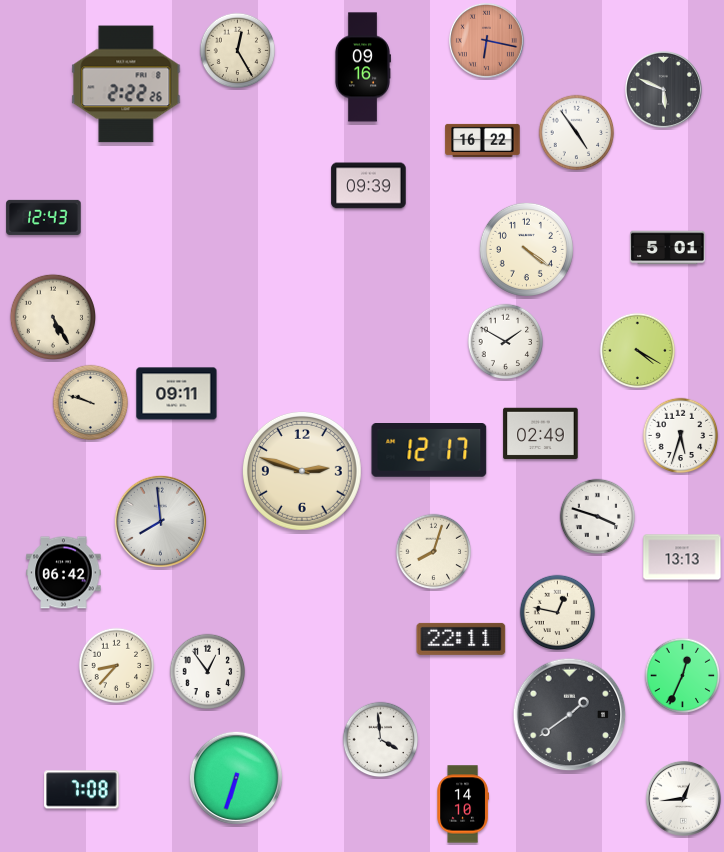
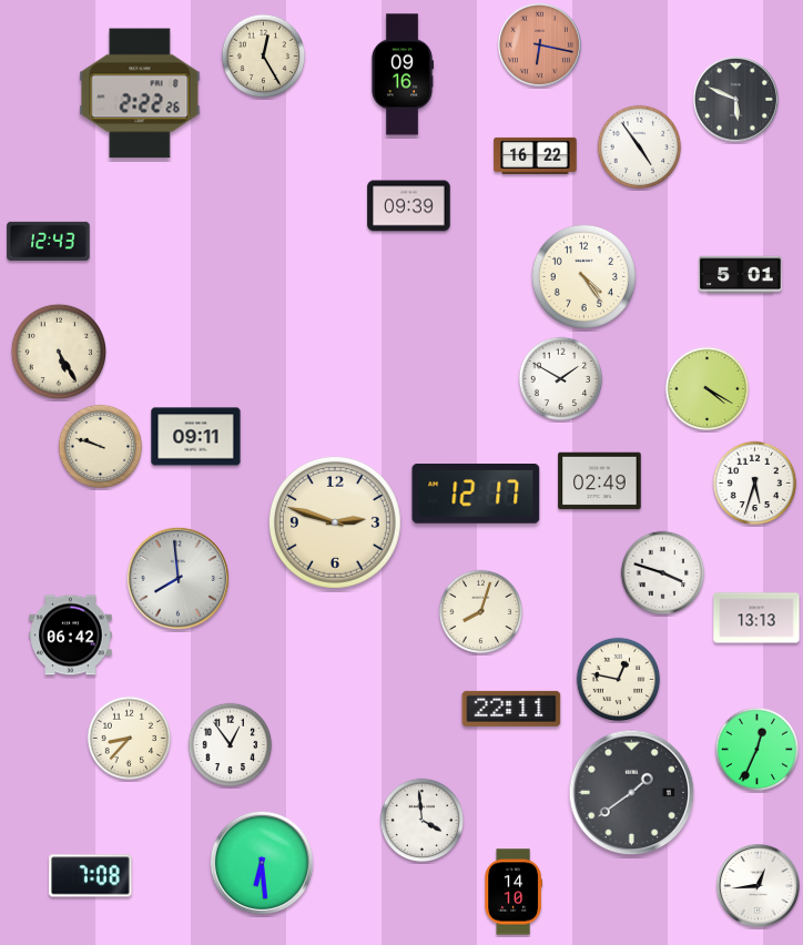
clock at (526, 249): 4:21 -> 4:24
clock at (429, 451) position: (429, 451) -> (476, 495)
clock at (236, 778): 6:33 -> 6:29
